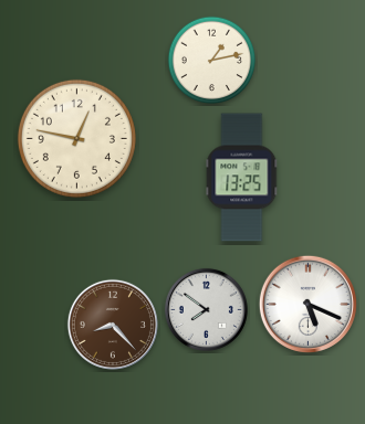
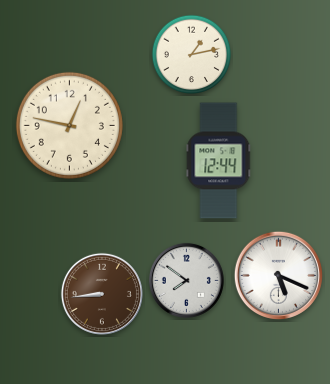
clock at (242, 178): 13:25 -> 12:44
clock at (113, 325): 8:23 -> 8:44
